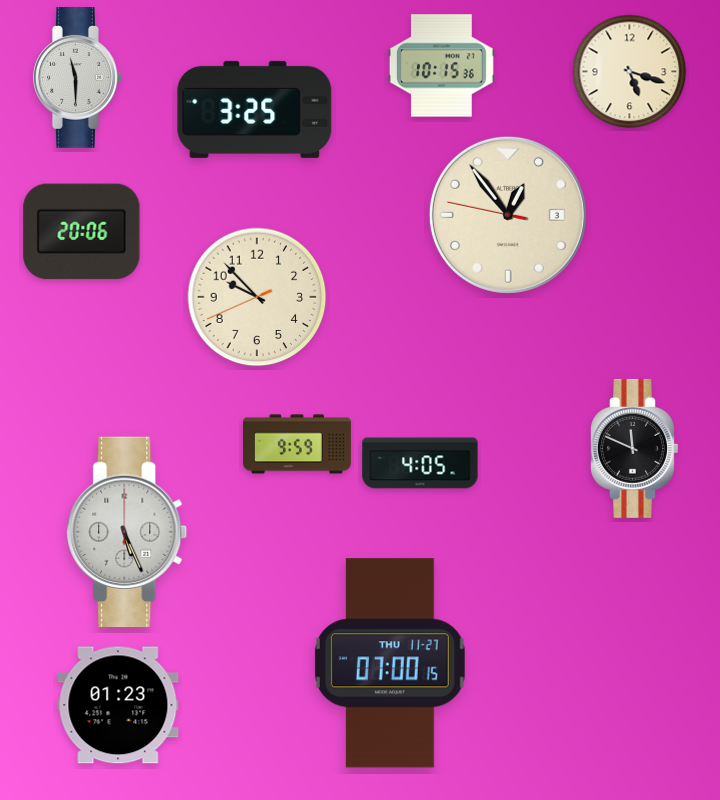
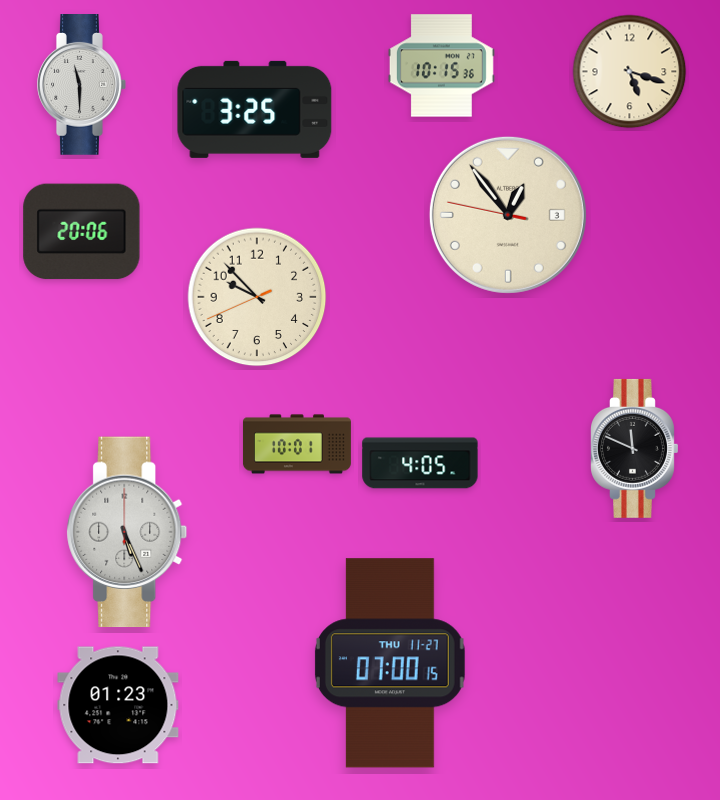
clock at (78, 78) position: (78, 78) -> (82, 85)
clock at (297, 444): 9:59 -> 10:01
